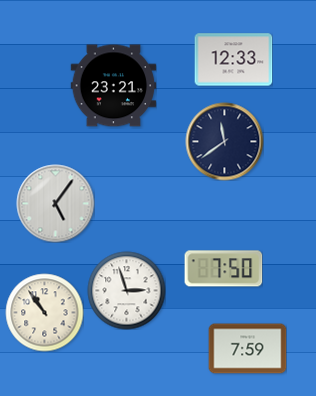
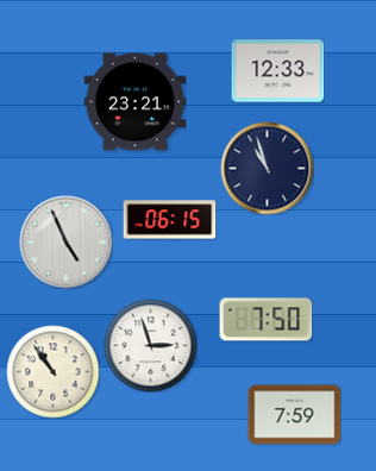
clock at (224, 141): 11:39 -> 10:57
clock at (169, 220): none -> 06:15
clock at (55, 203): 5:06 -> 4:56
